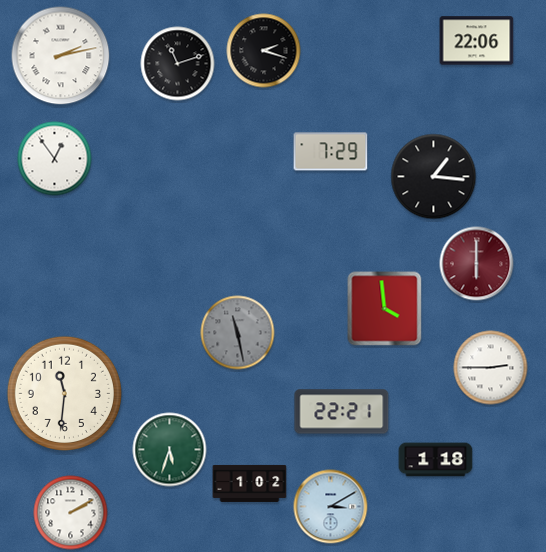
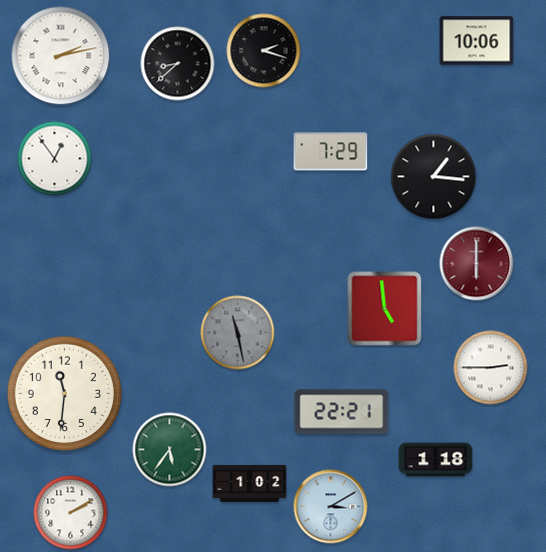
clock at (477, 41): 22:06 -> 10:06
clock at (178, 64): 11:12 -> 8:38
clock at (385, 309): 3:59 -> 4:59
clock at (170, 450): 5:33 -> 5:36
